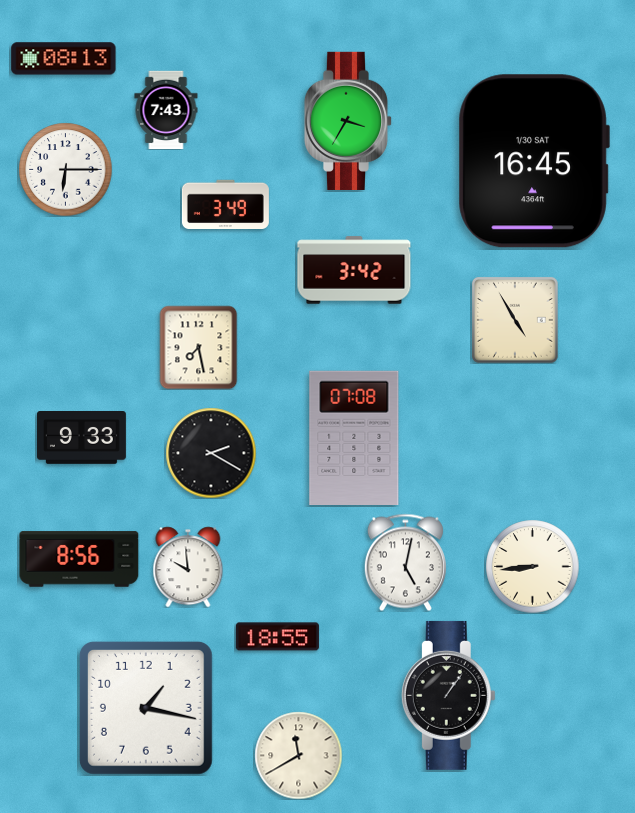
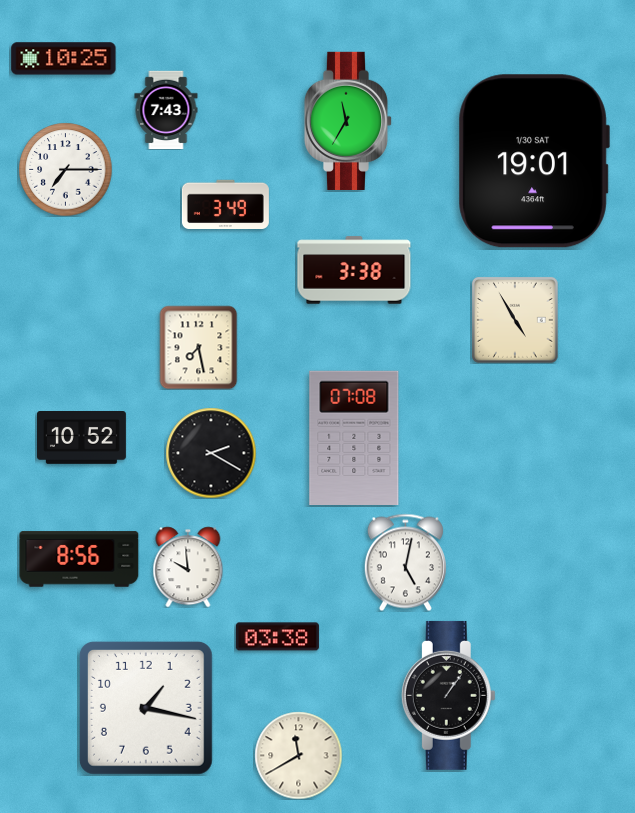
clock at (64, 59): 08:13 -> 10:25
clock at (348, 121): 3:35 -> 11:35
clock at (534, 161): 16:45 -> 19:01
clock at (65, 169): 6:15 -> 7:15
clock at (354, 270): 3:42 -> 3:38
clock at (81, 438): 9:33 -> 10:52
clock at (532, 566): 8:44 -> none
clock at (277, 637): 18:55 -> 03:38
